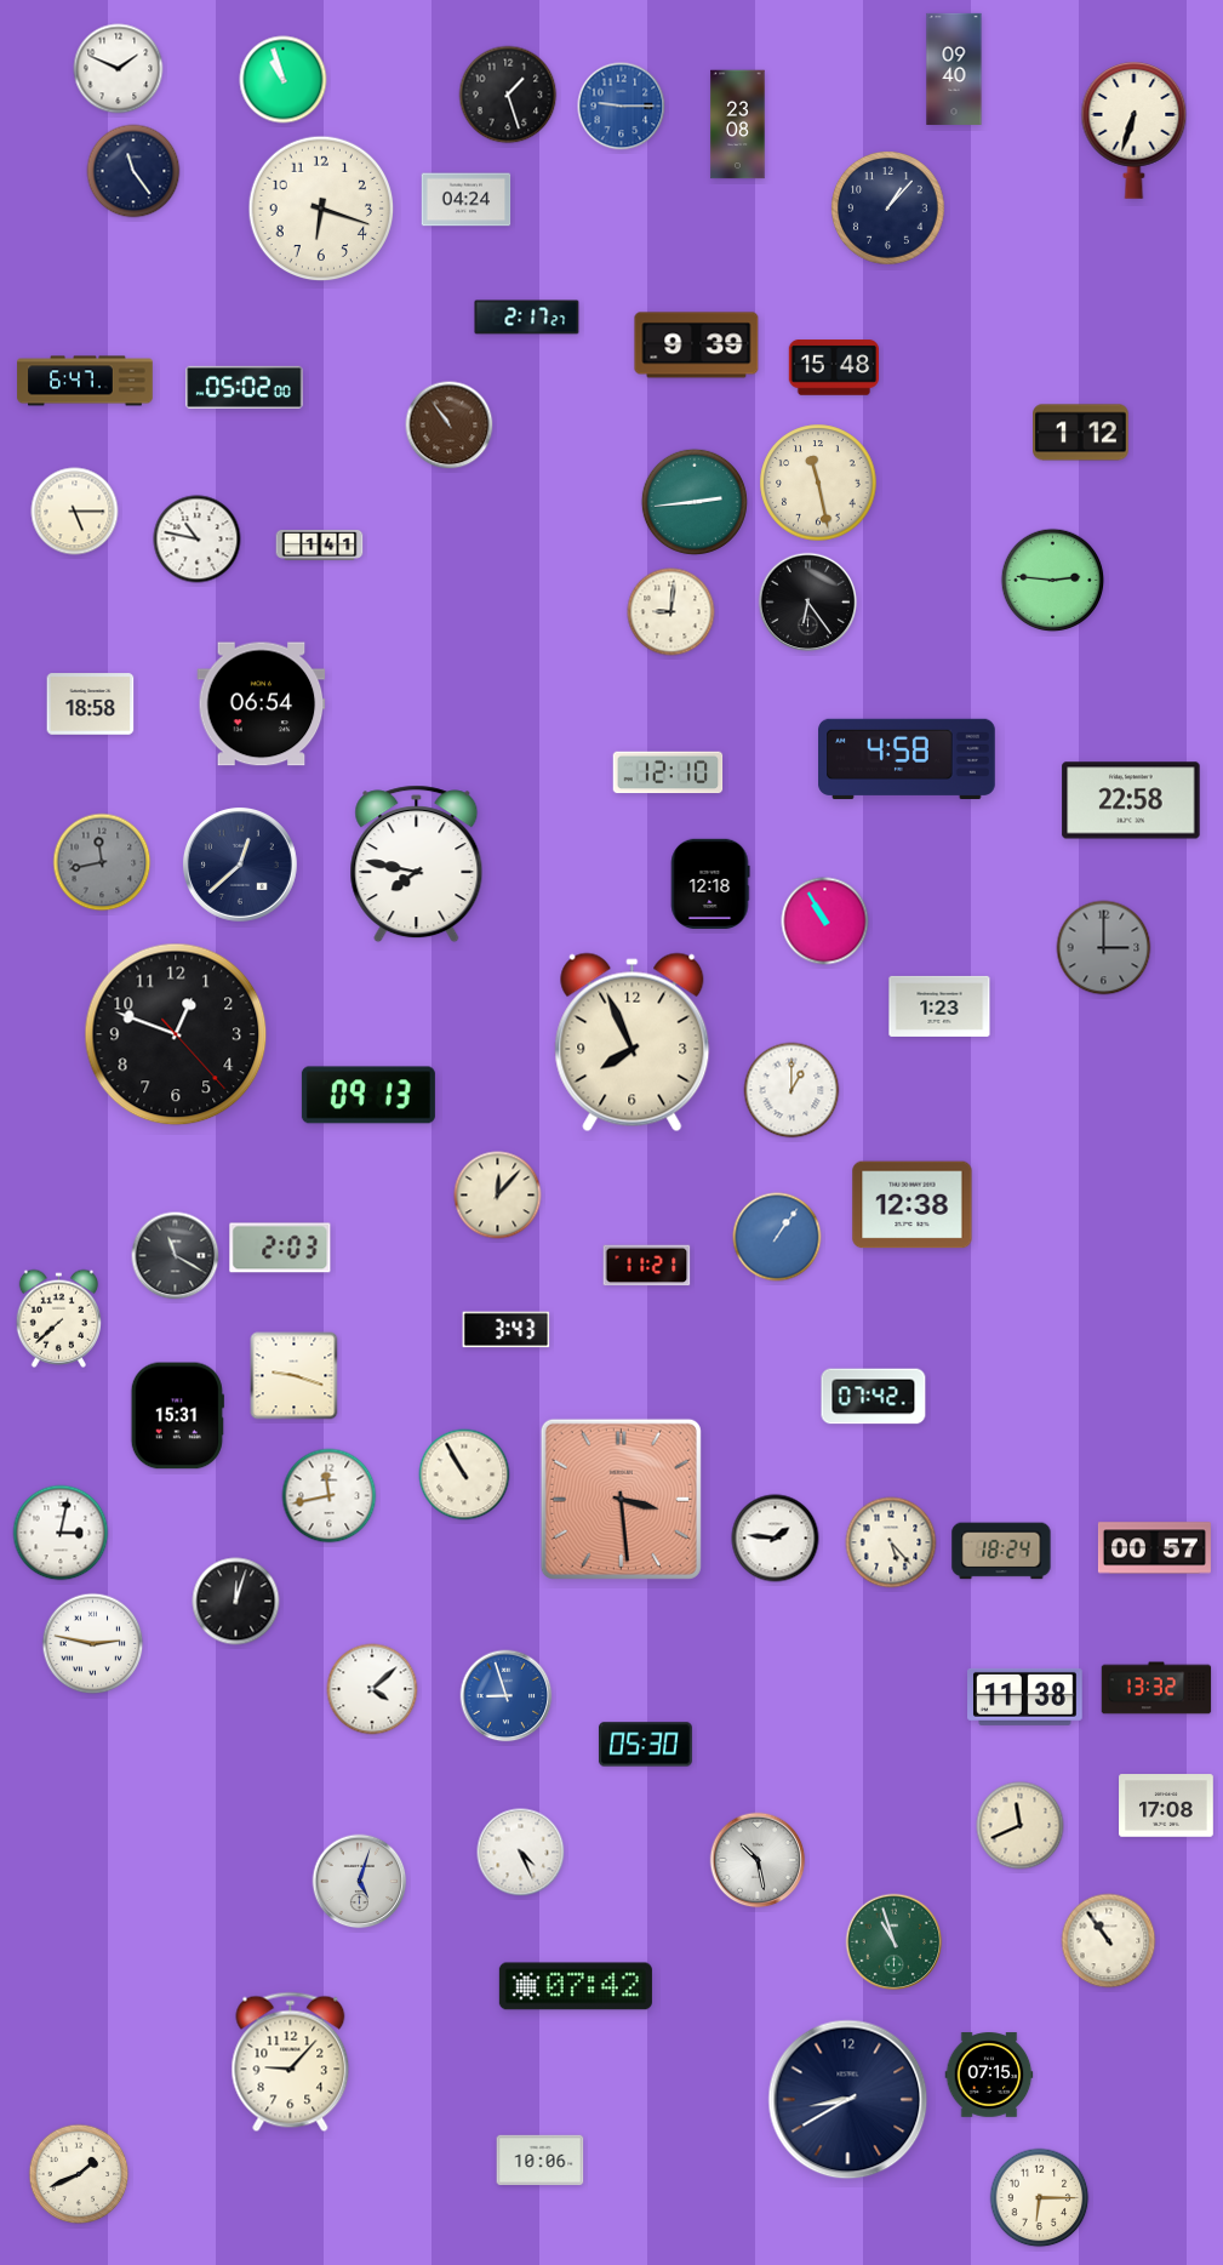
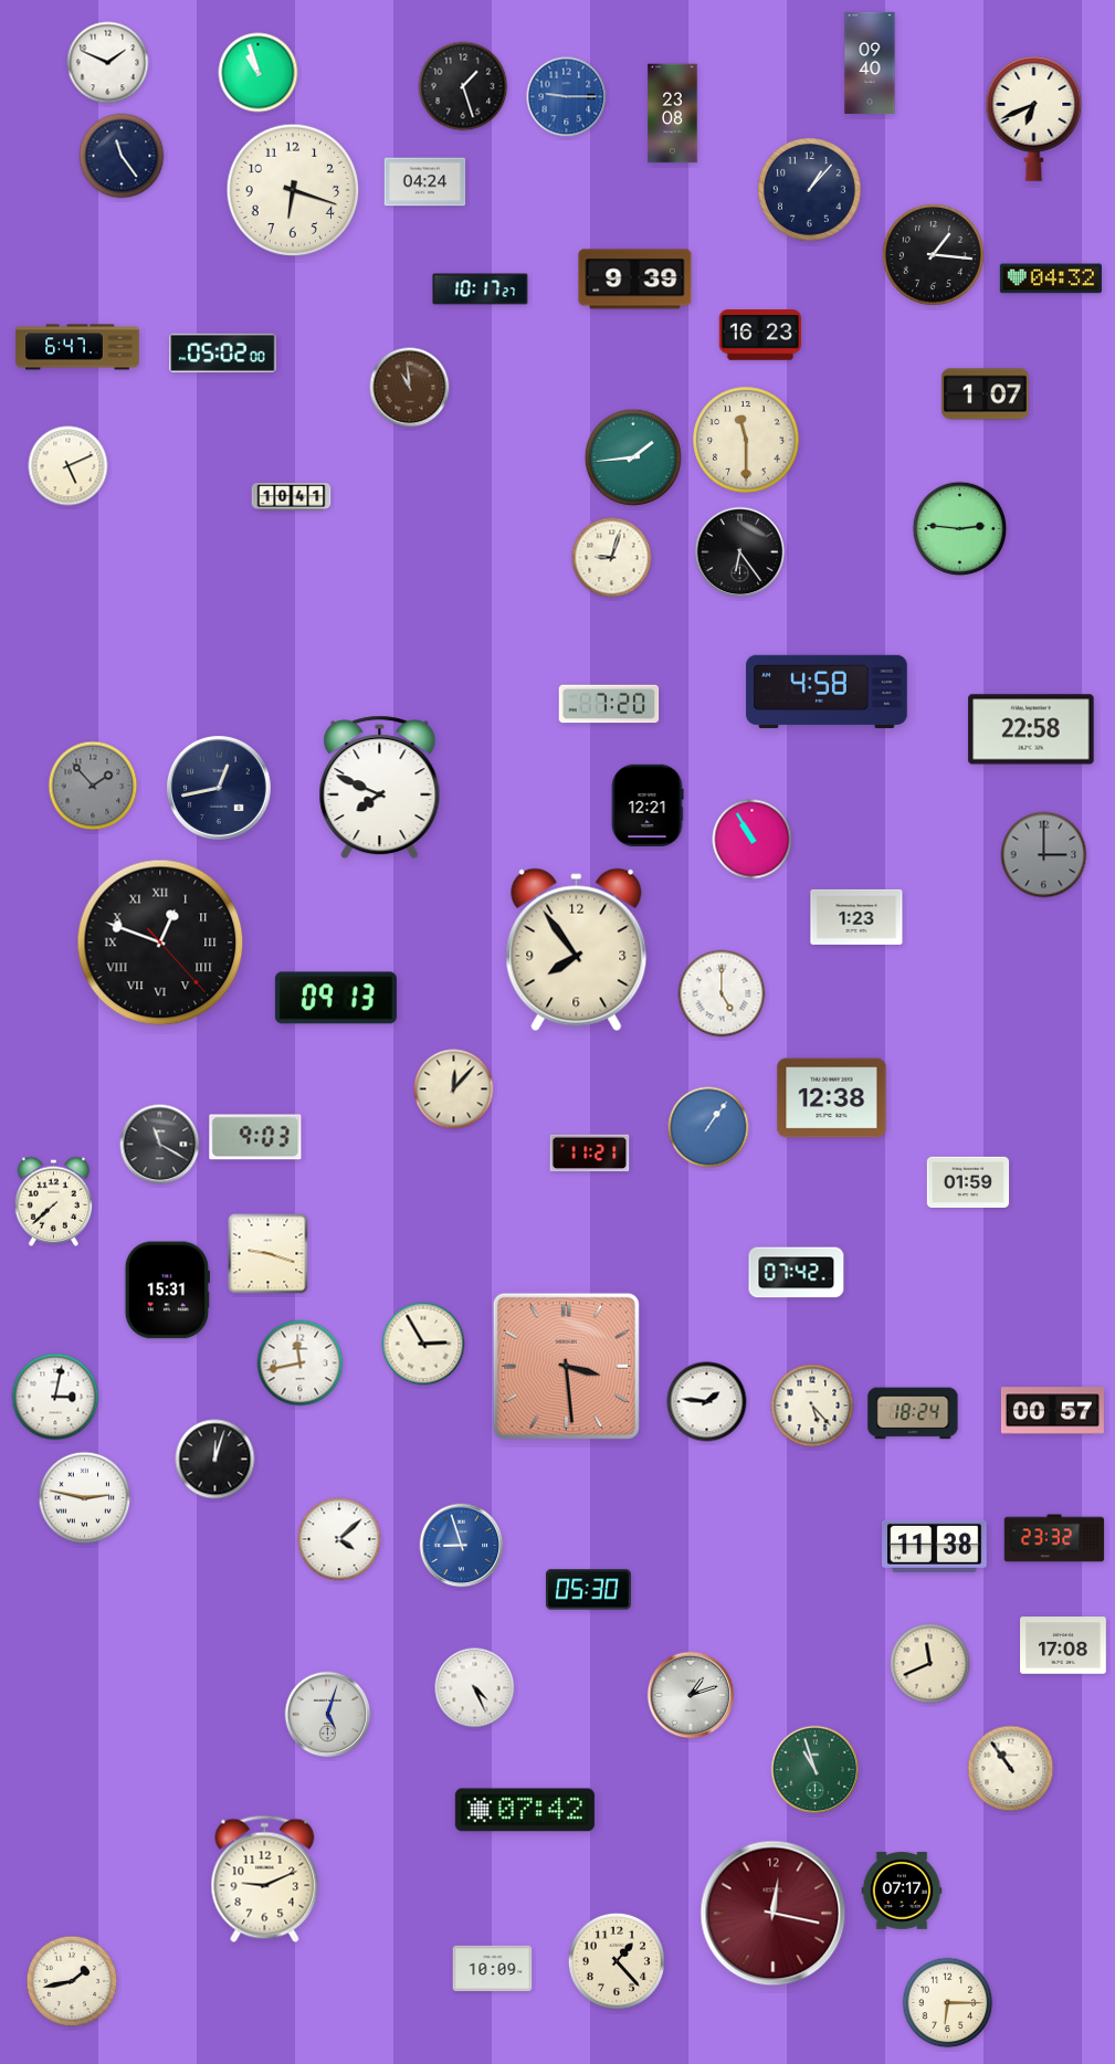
clock at (1135, 131): 6:33 -> 6:41
clock at (933, 254): none -> 1:16
clock at (1051, 278): none -> 04:32
clock at (527, 318): 2:17 -> 10:17
clock at (697, 346) position: (697, 346) -> (635, 280)
clock at (833, 367): 15:48 -> 16:23
clock at (450, 426): 10:54 -> 10:59
clock at (1081, 433): 1:12 -> 1:07
clock at (818, 483): 11:28 -> 11:30
clock at (695, 502): 2:44 -> 1:44
clock at (75, 512): 5:15 -> 5:11
clock at (198, 540): 10:47 -> none
clock at (320, 546): 1:41 -> 10:41
clock at (808, 603) position: (808, 603) -> (740, 552)
clock at (671, 612): 9:01 -> 9:03
clock at (91, 704): 18:58 -> none
clock at (262, 704): 06:54 -> none
clock at (668, 772): 12:10 -> 7:20
clock at (102, 862): 11:43 -> 1:53
clock at (240, 865): 12:38 -> 12:43
clock at (417, 865): 7:47 -> 7:49
clock at (710, 883): 12:18 -> 12:21
clock at (1104, 948) position: (1104, 948) -> (1044, 855)
clock at (176, 1034) numerals: Arabic -> Roman
clock at (633, 1043): 7:56 -> 7:54
clock at (791, 1090): 1:00 -> 5:00
clock at (280, 1248): 2:03 -> 9:03
clock at (968, 1181): none -> 01:59
clock at (507, 1330): 3:43 -> none
clock at (177, 1416) position: (177, 1416) -> (167, 1291)
clock at (464, 1474): 10:55 -> 2:55
clock at (1156, 1688): 13:32 -> 23:32
clock at (758, 1860): 10:28 -> 1:12
clock at (291, 2063): 9:07 -> 9:11
clock at (989, 2075): 07:15 -> 07:17
clock at (848, 2100): 8:40 -> 12:17
clock at (848, 2100) dial: navy -> burgundy
clock at (617, 1961): none -> 1:23
clock at (541, 2161): 10:06 -> 10:09
clock at (79, 2174): 1:41 -> 1:43
